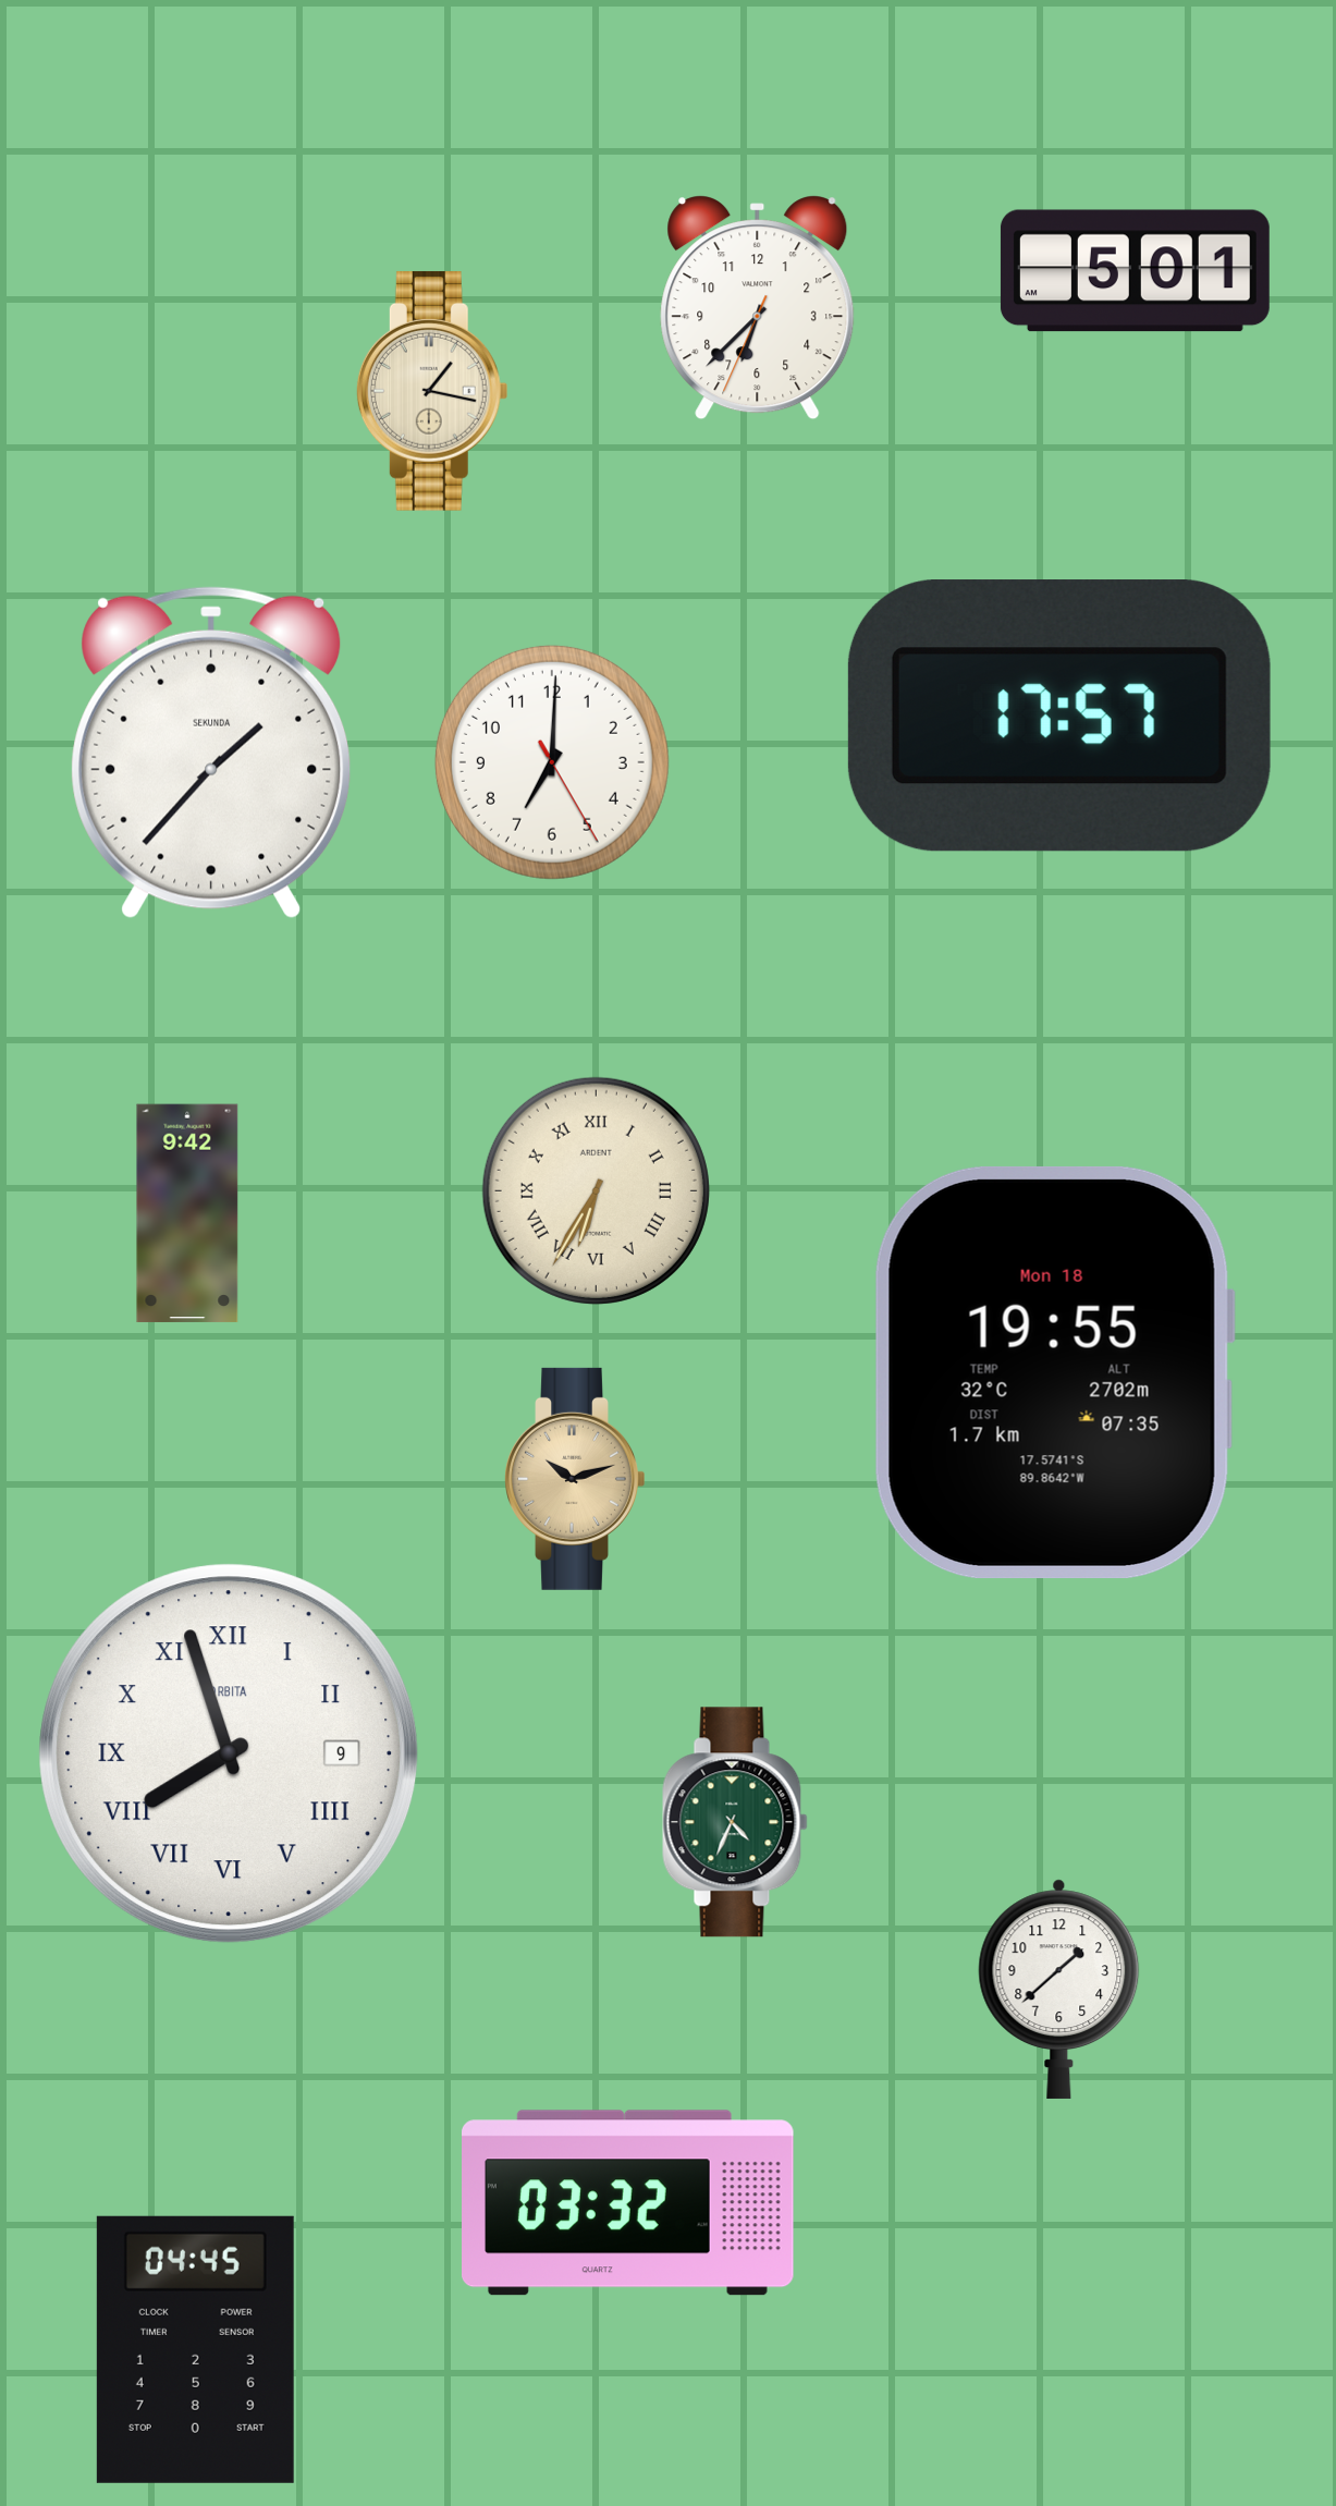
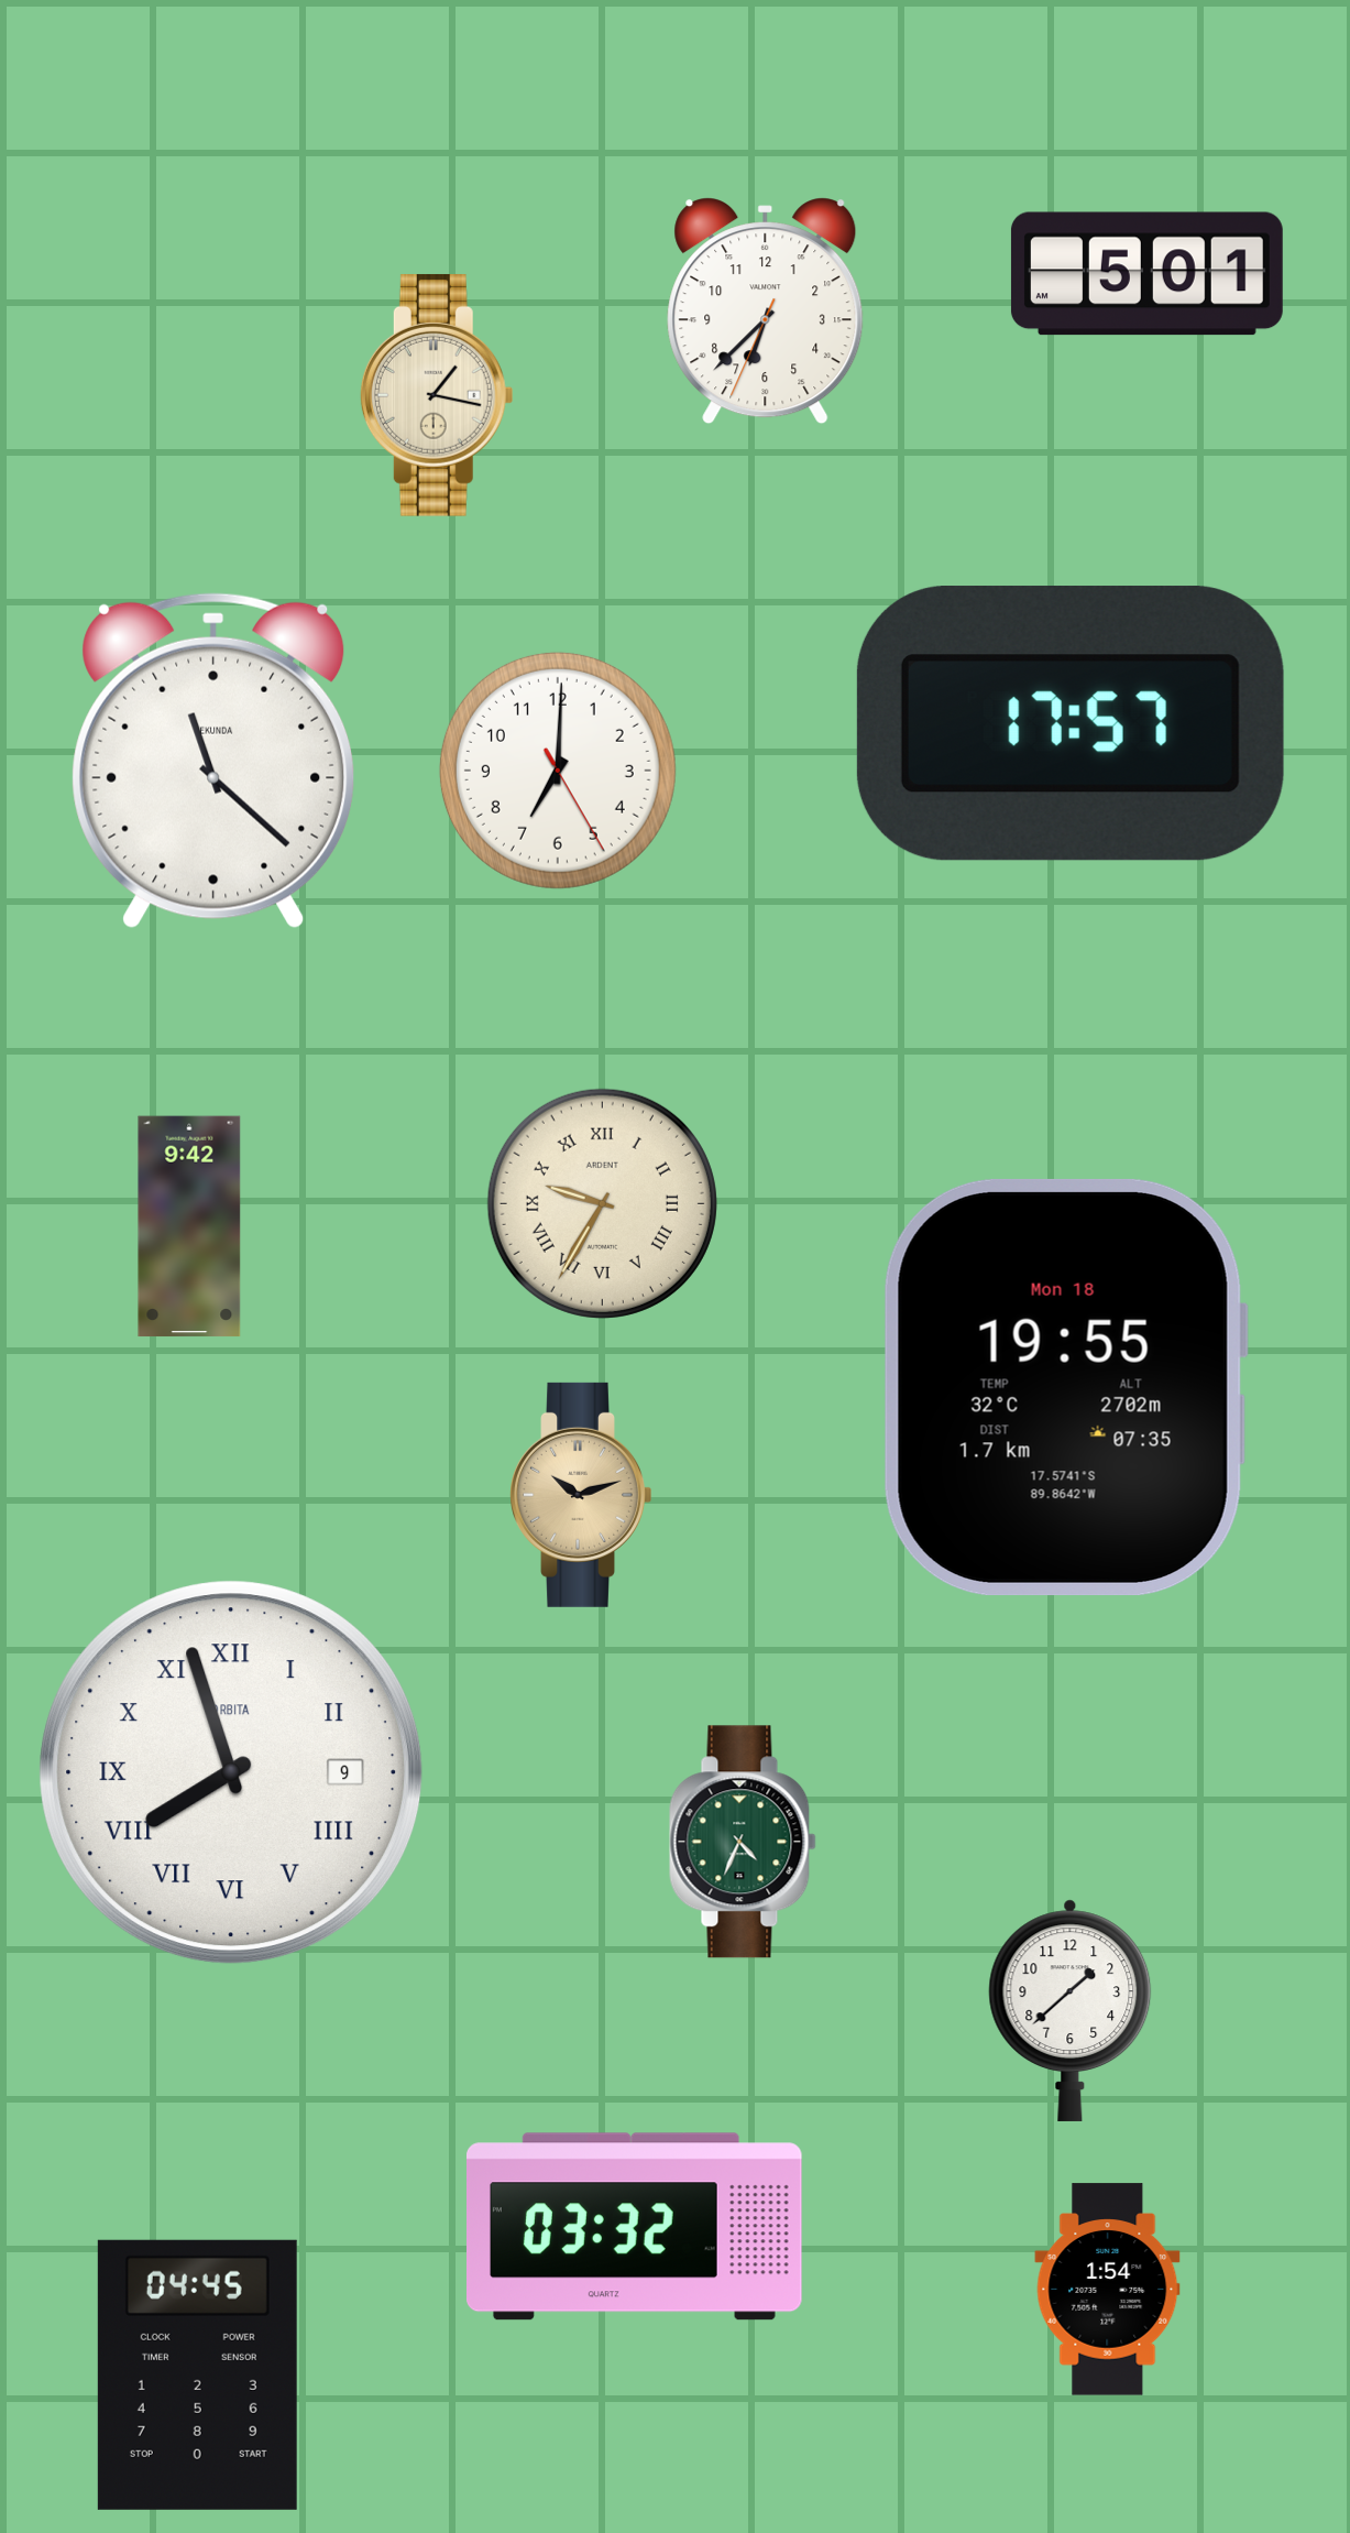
clock at (211, 753): 1:37 -> 11:22
clock at (596, 1190): 6:35 -> 9:35
clock at (1108, 2290): none -> 1:54
